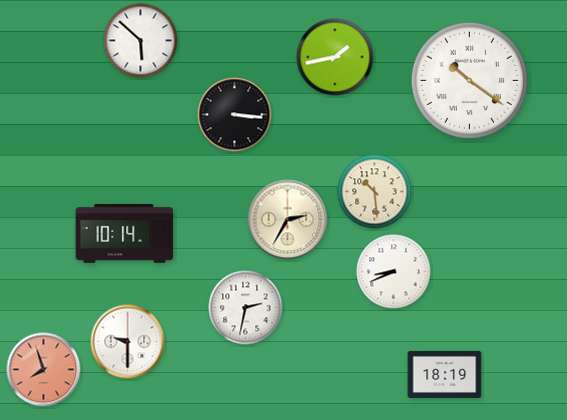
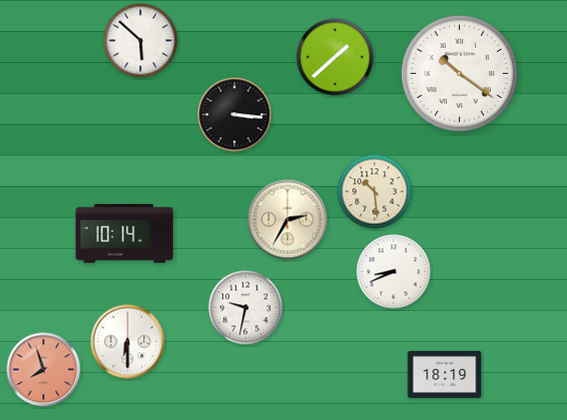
clock at (335, 57): 1:43 -> 1:38
clock at (469, 80) position: (469, 80) -> (459, 73)
clock at (246, 308): 2:32 -> 9:32
clock at (128, 342): 9:30 -> 6:30
